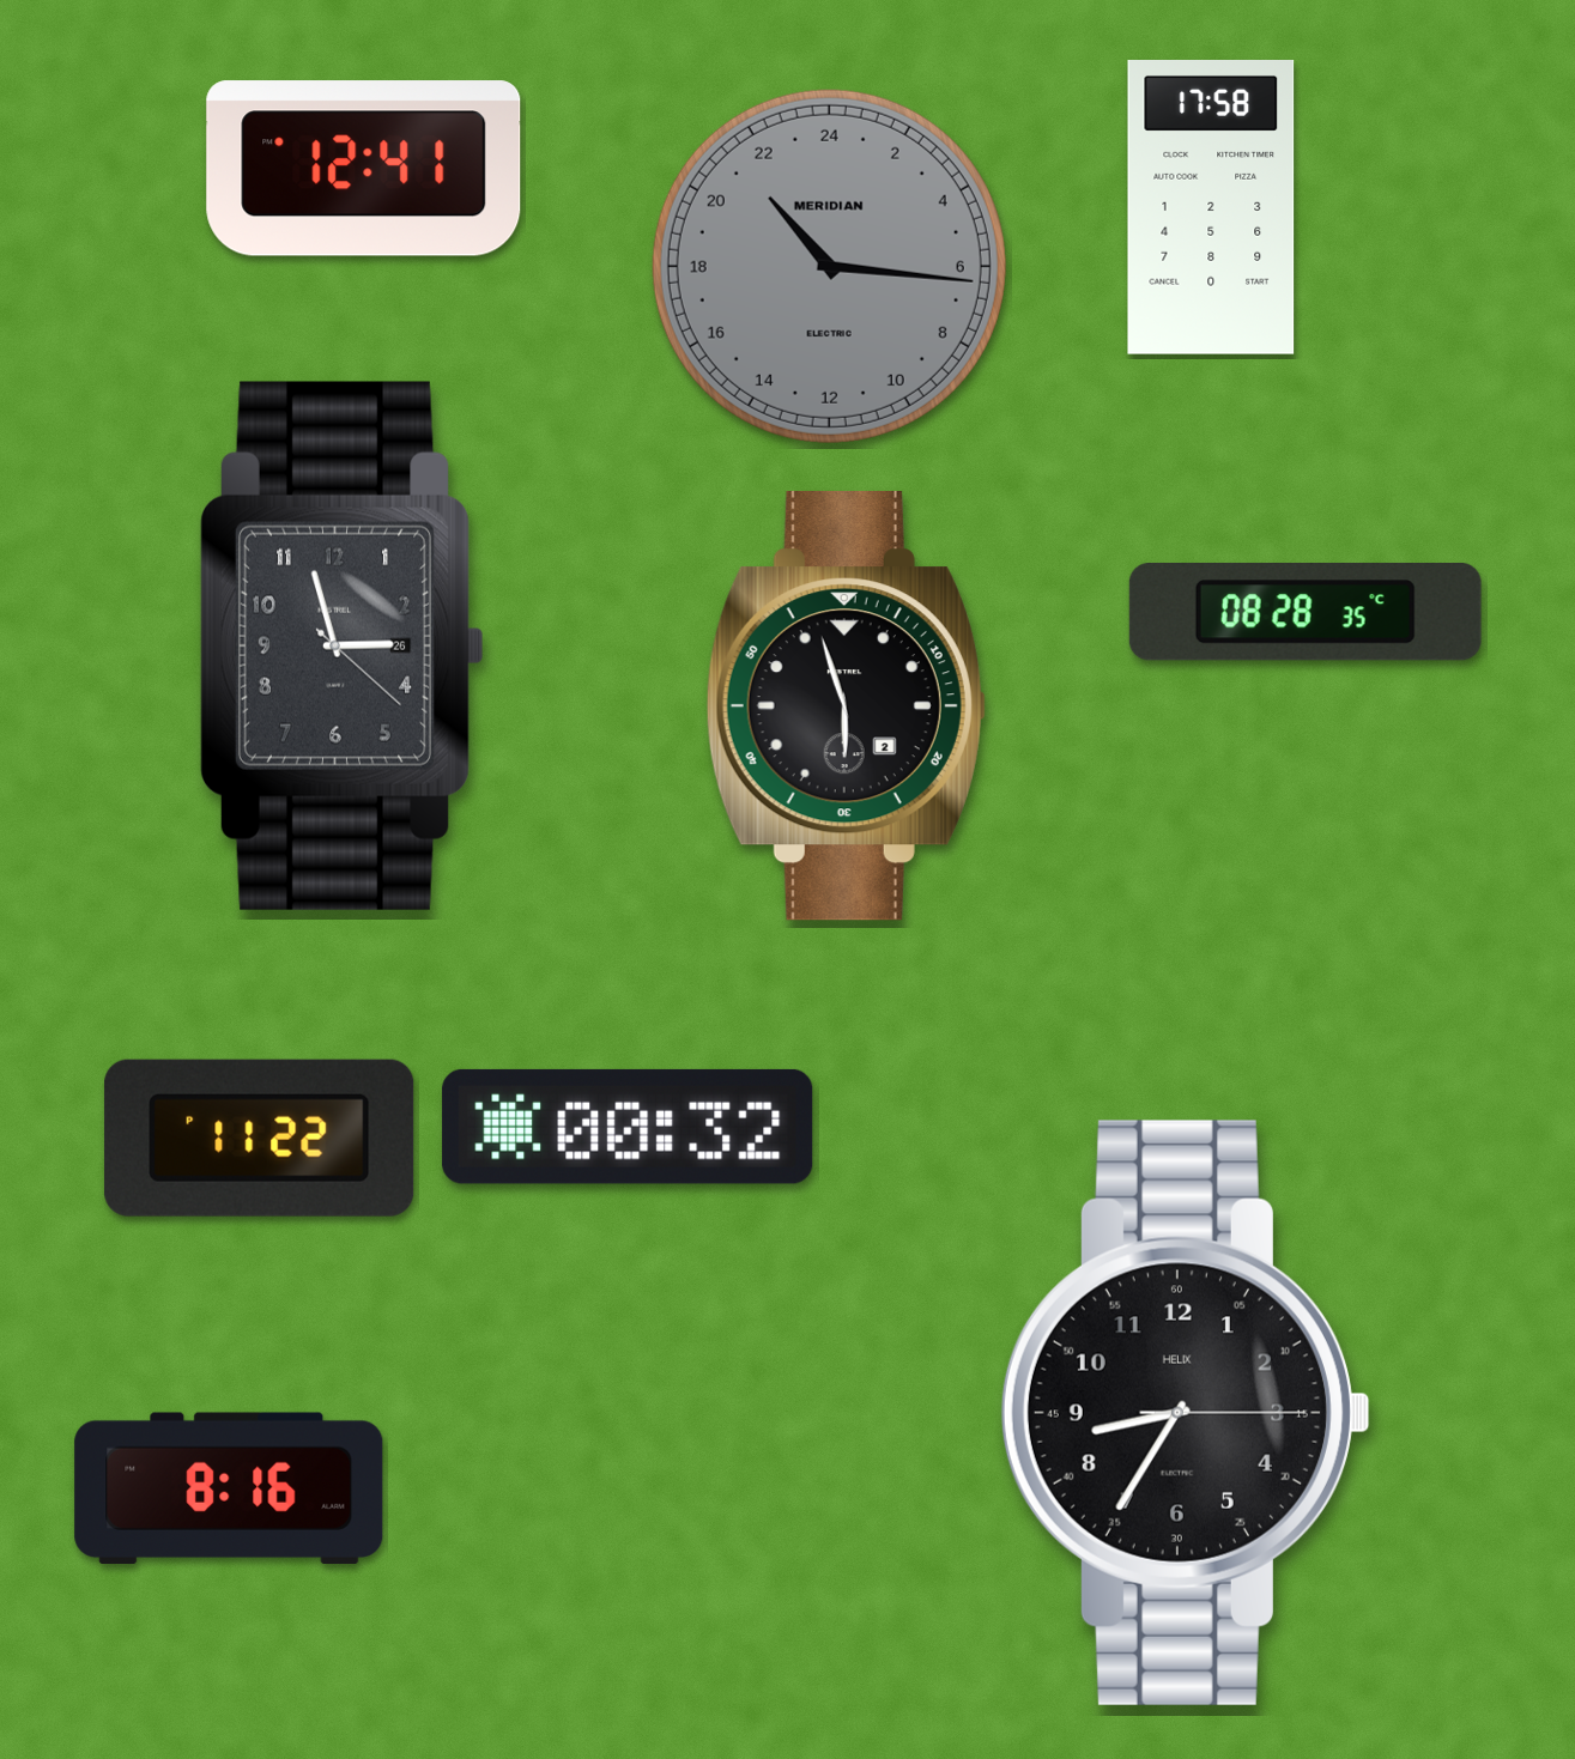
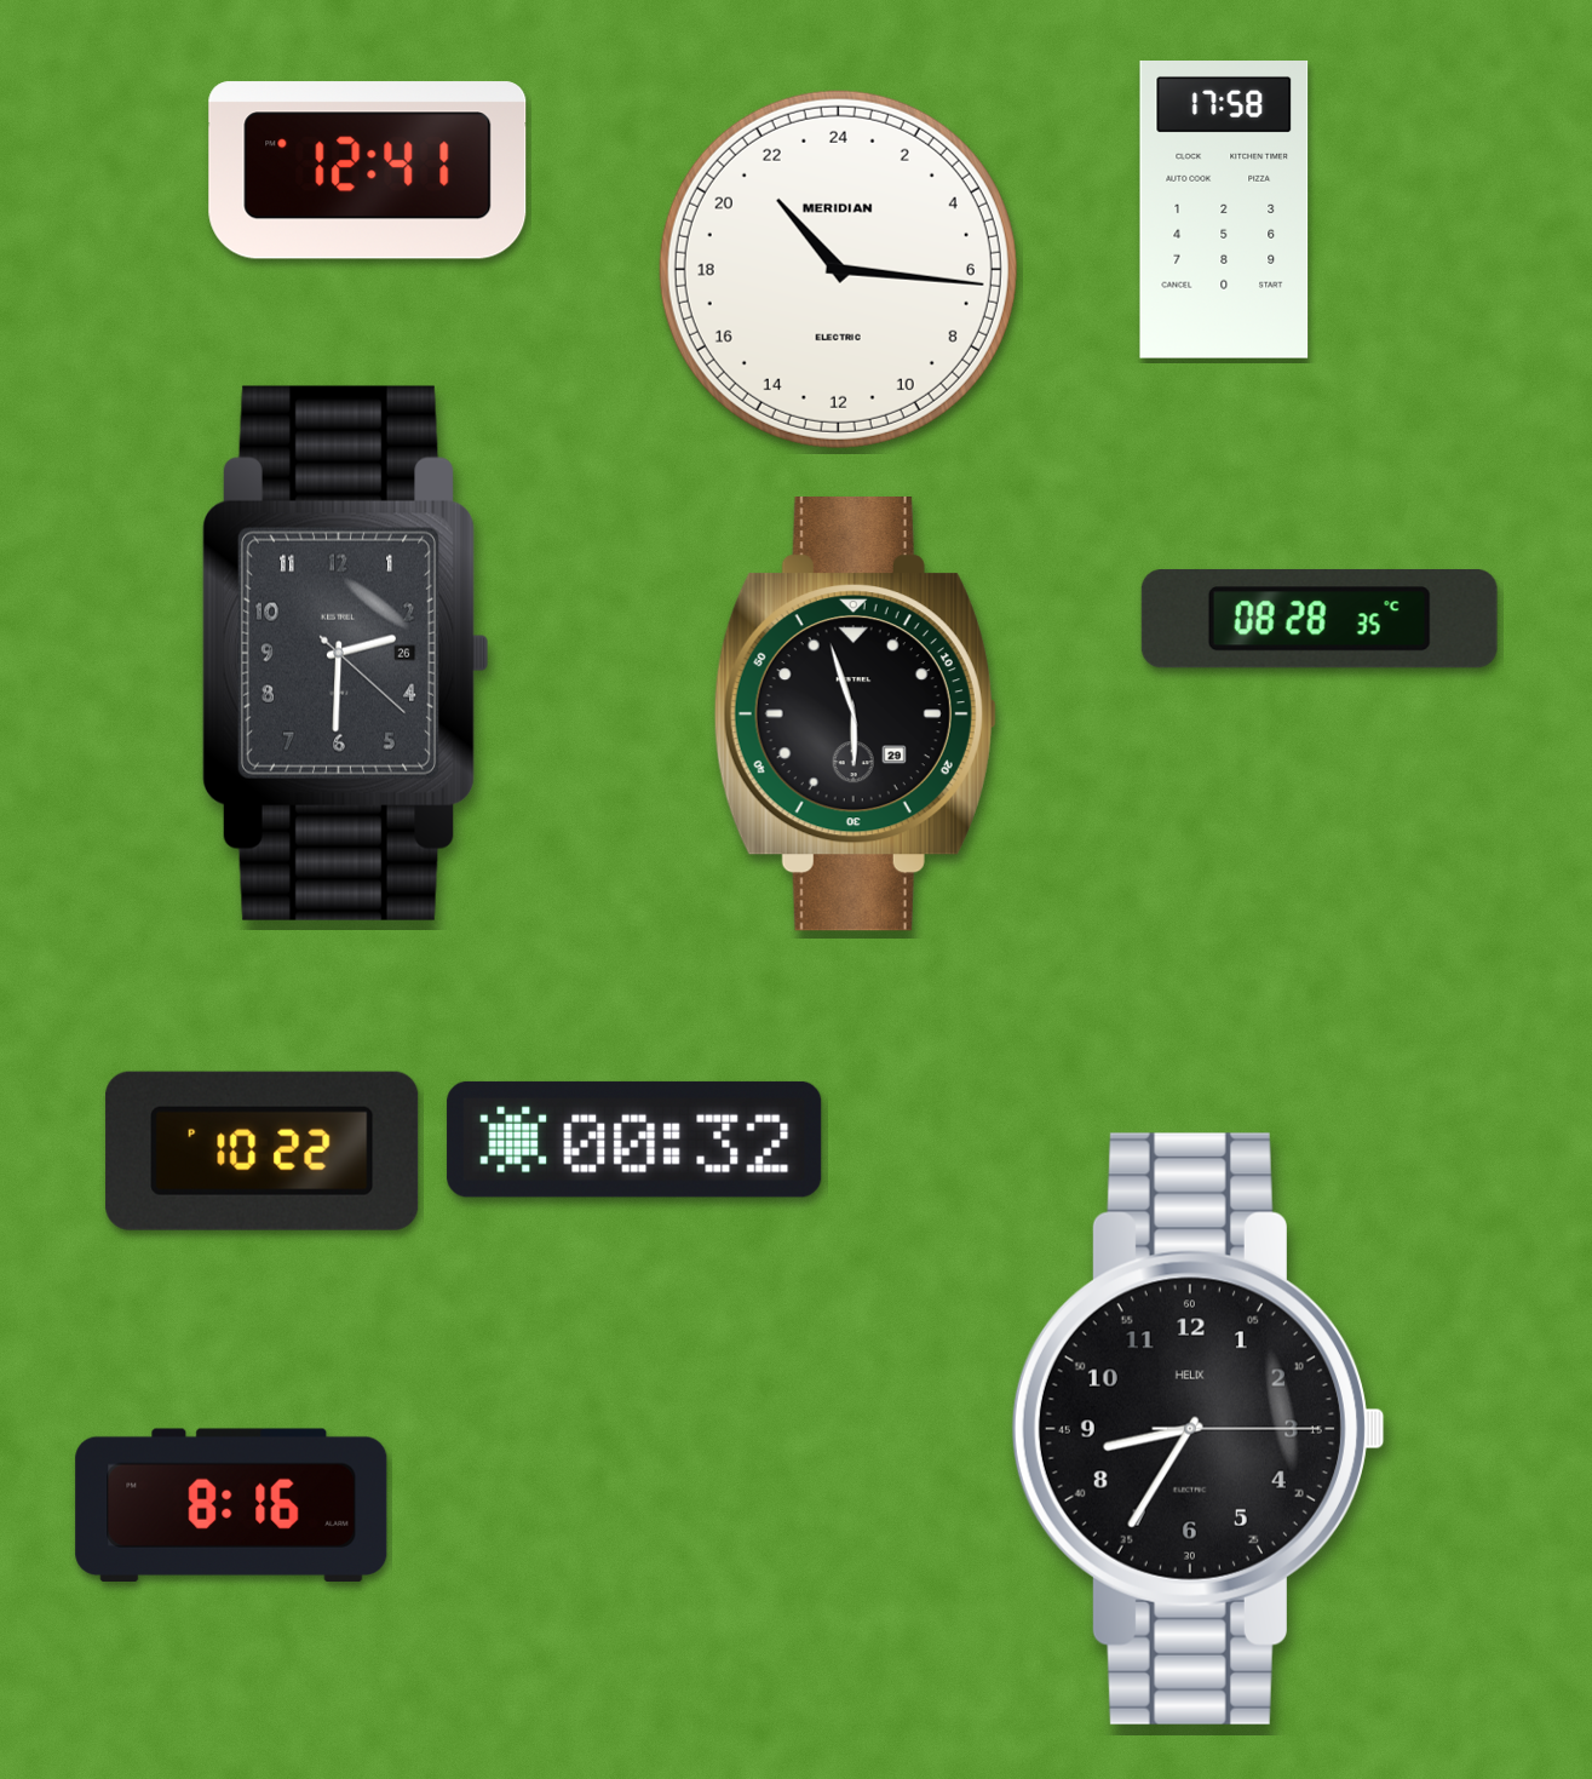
clock at (829, 266) dial: grey -> white
clock at (340, 645): 2:57 -> 2:30
clock at (846, 706) date: 2 -> 29
clock at (260, 1138): 11:22 -> 10:22
